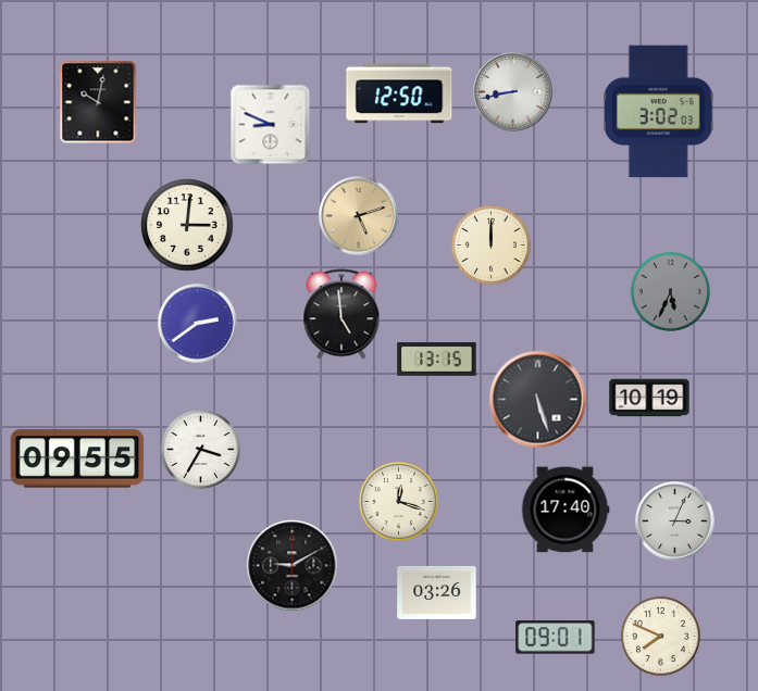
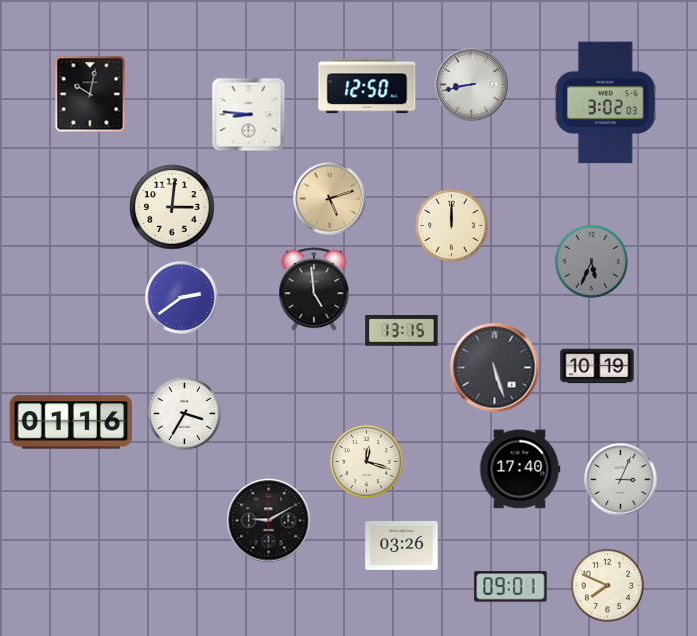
clock at (271, 125): 8:49 -> 8:46
clock at (670, 291) position: (670, 291) -> (591, 261)
clock at (77, 458): 09:55 -> 01:16
